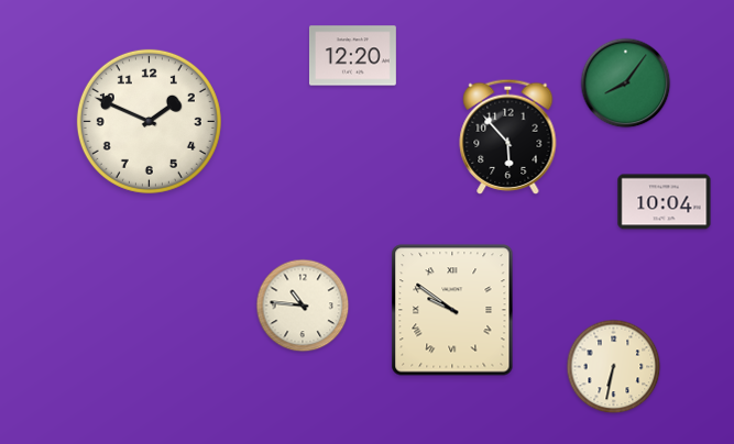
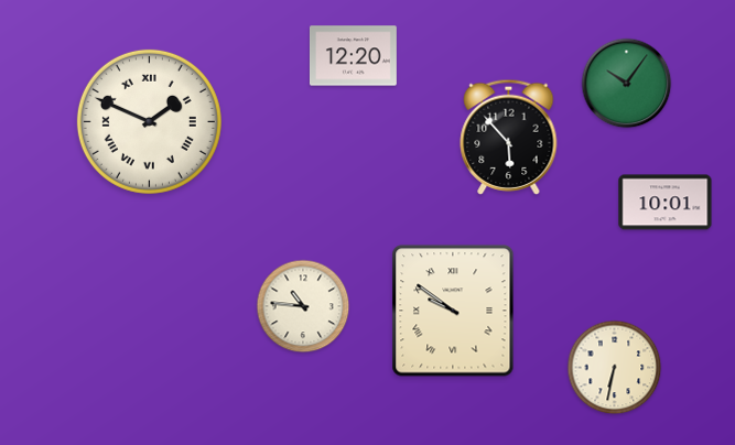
clock at (626, 84): 8:06 -> 10:06
clock at (149, 121) numerals: Arabic -> Roman
clock at (665, 202): 10:04 -> 10:01
